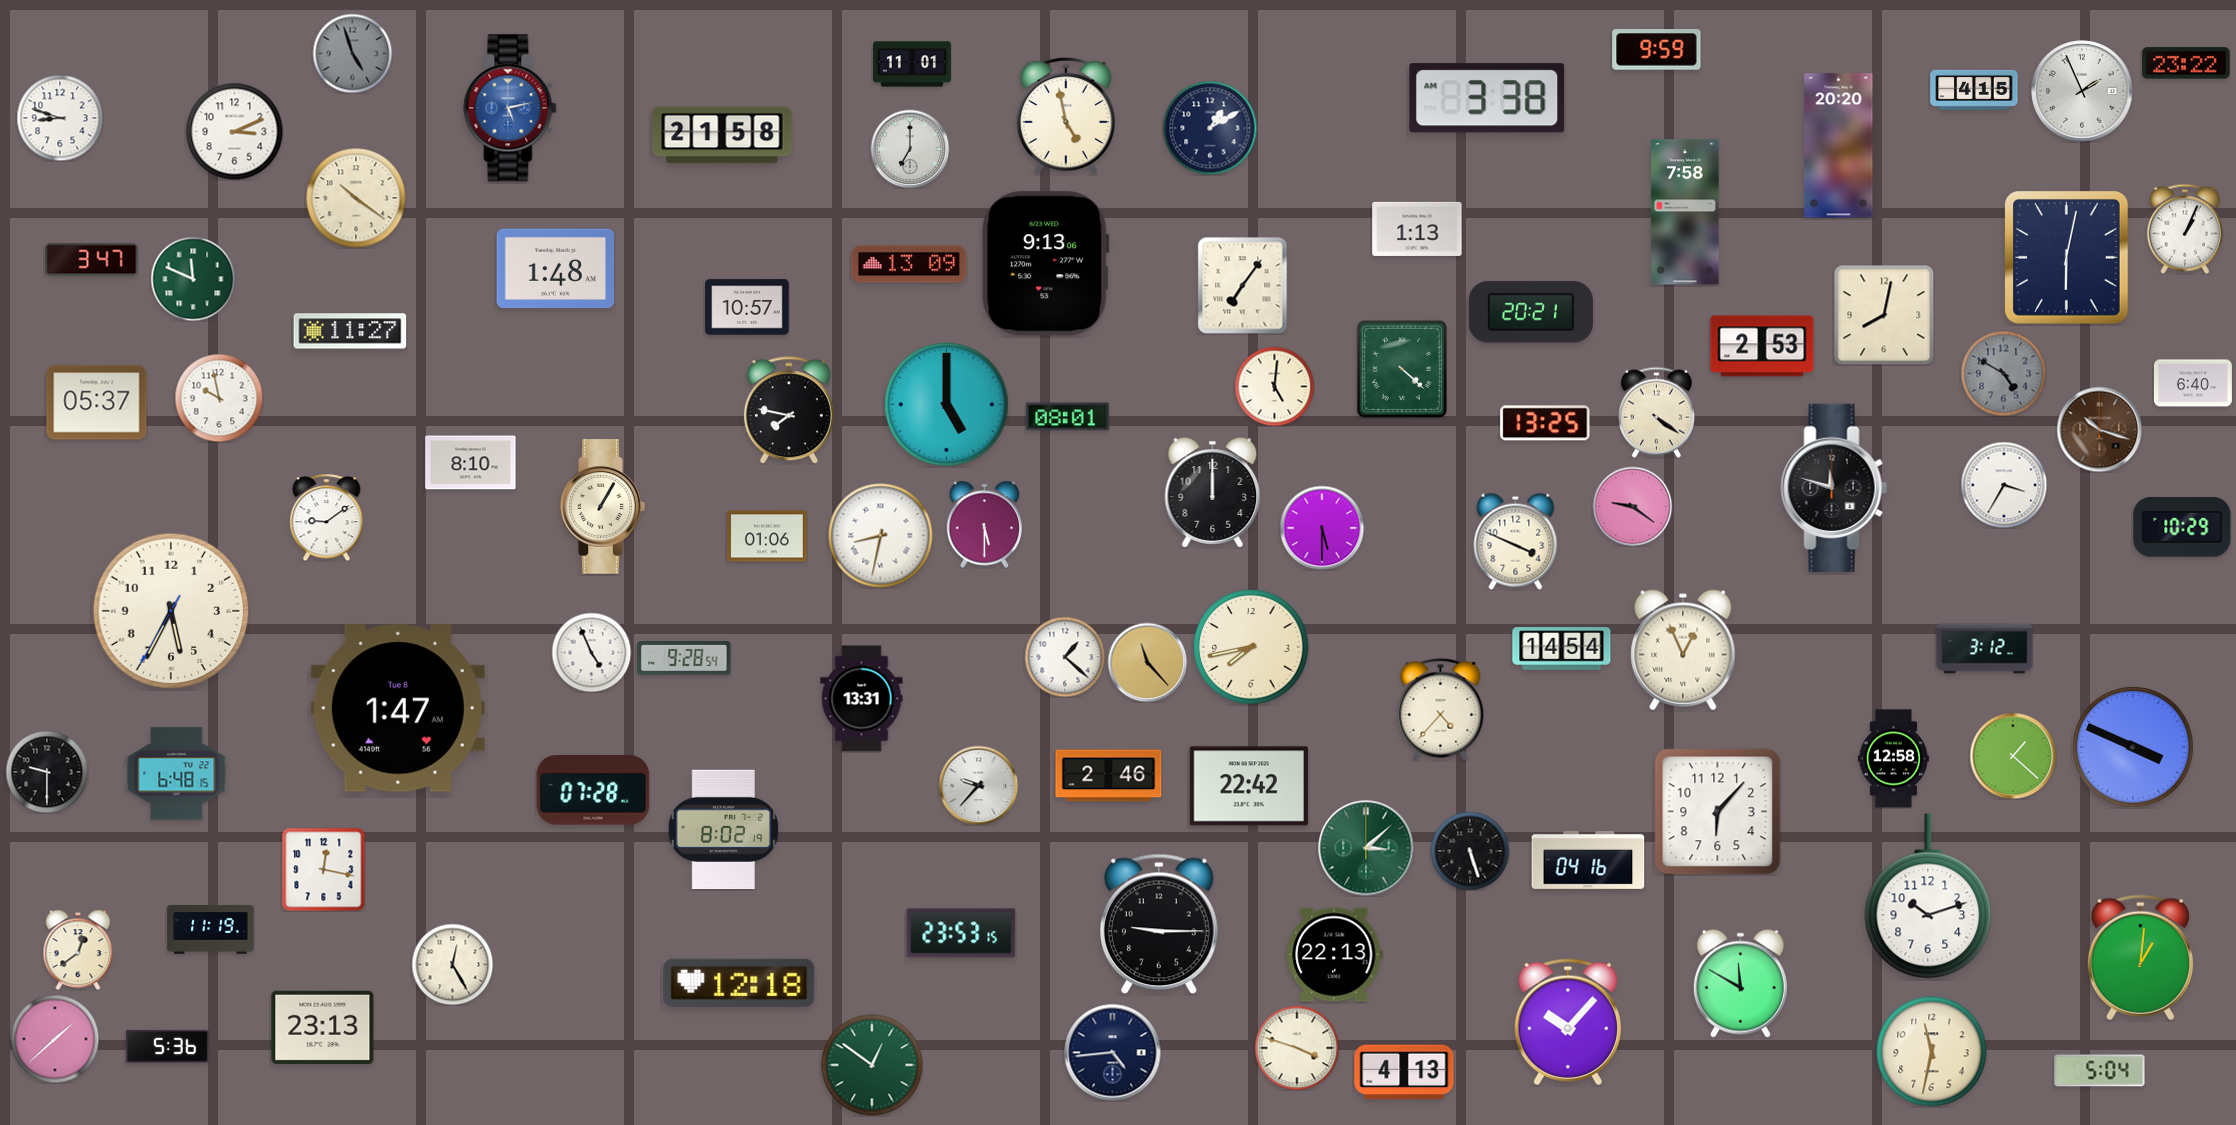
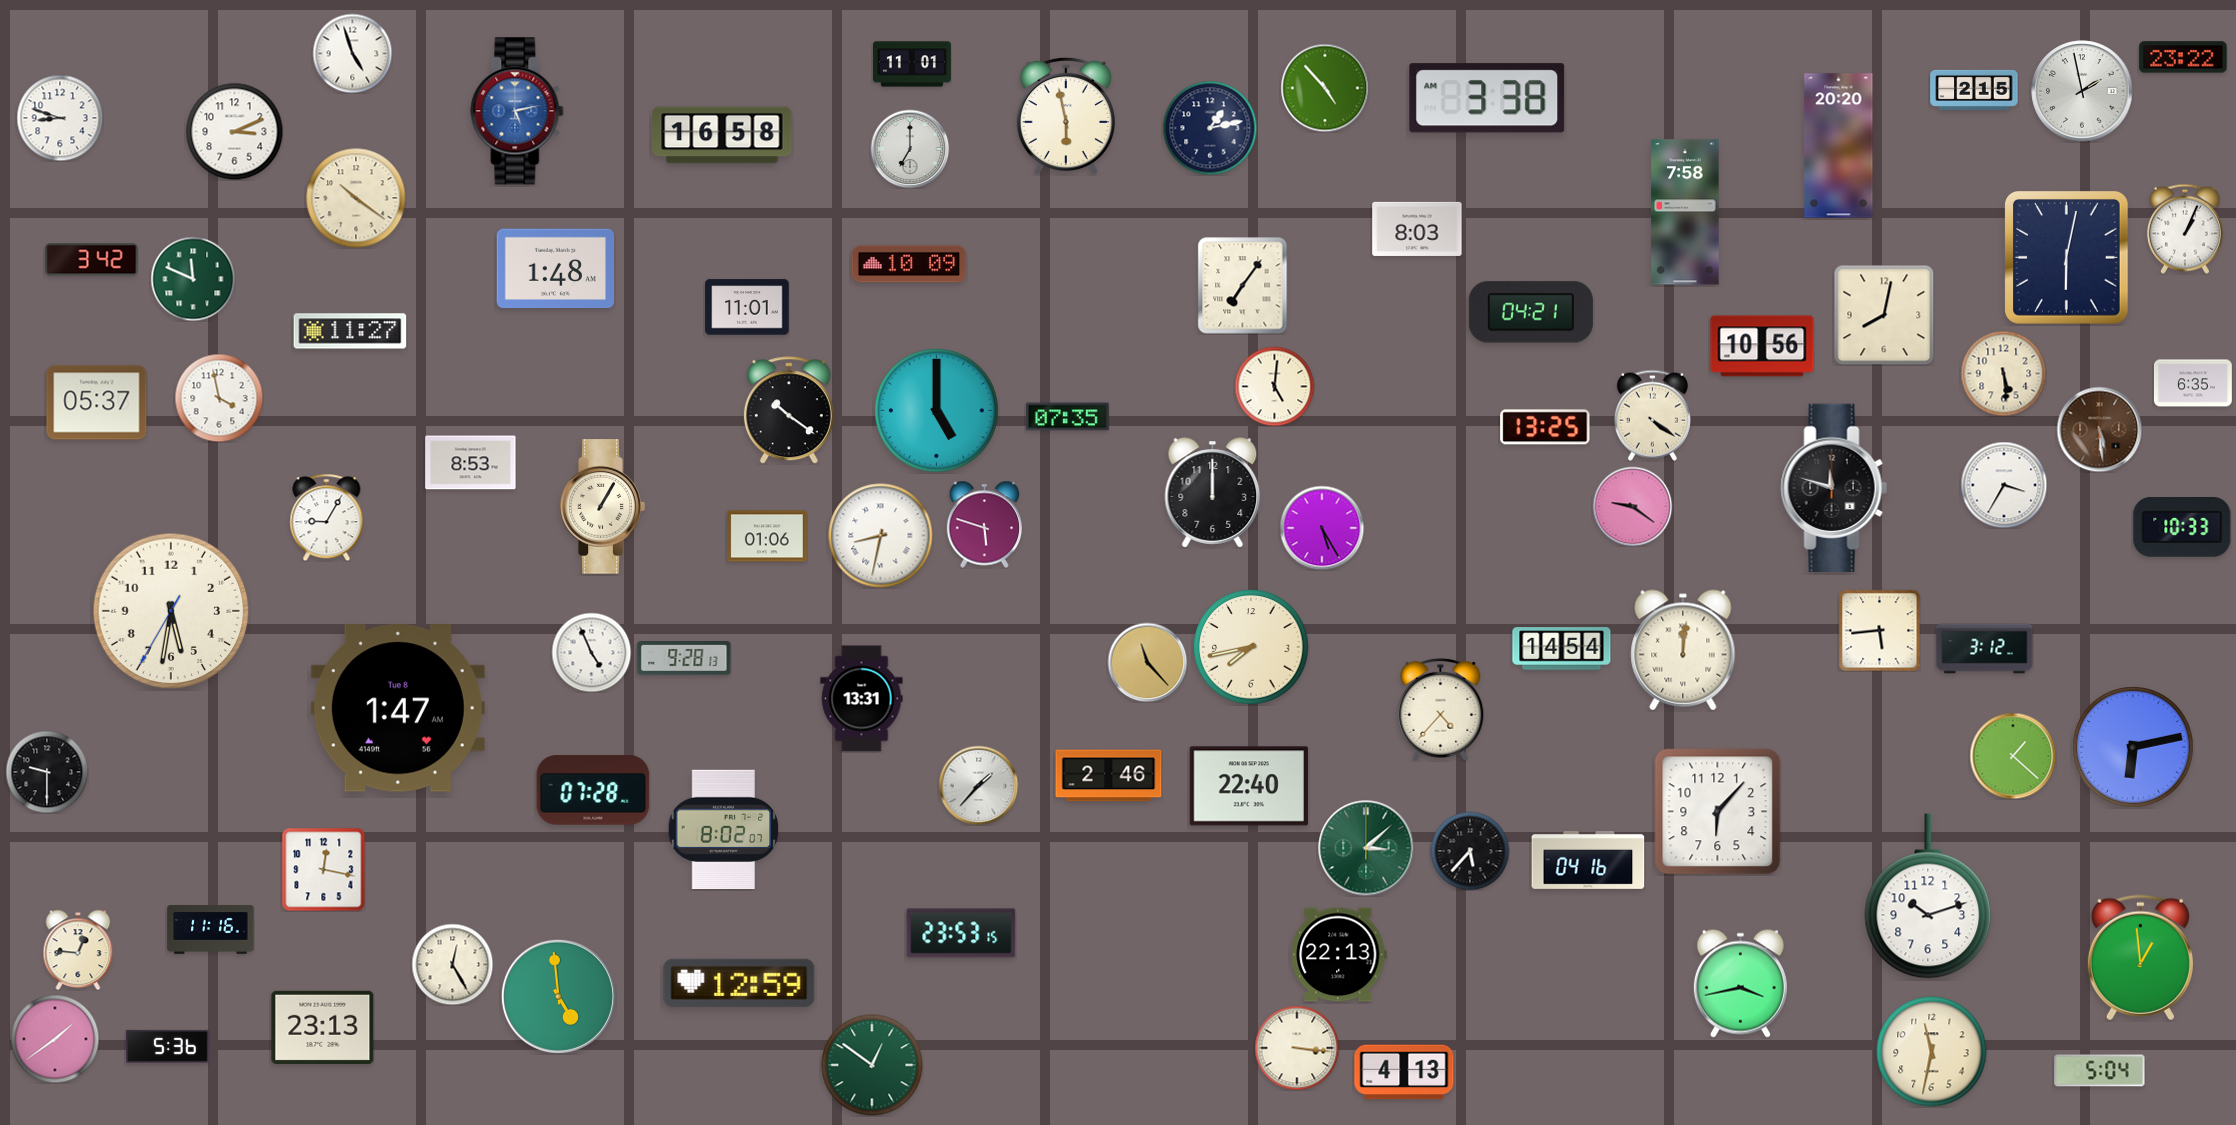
clock at (1657, 50): 9:59 -> none
clock at (352, 53) dial: grey -> white
clock at (2186, 63) position: (2186, 63) -> (2183, 57)
clock at (1325, 88): none -> 4:53
clock at (1974, 90): 4:15 -> 2:15
clock at (2082, 91): 1:56 -> 1:58
clock at (510, 108) position: (510, 108) -> (517, 111)
clock at (1066, 116): 4:58 -> 5:58
clock at (1210, 128): 1:10 -> 1:13
clock at (722, 135): 21:58 -> 16:58
clock at (1417, 229): 1:13 -> 8:03
clock at (92, 260): 3:47 -> 3:42
clock at (909, 264): 13:09 -> 10:09
clock at (1046, 264): 9:13 -> none
clock at (747, 307): 10:57 -> 11:01
clock at (1531, 312): 20:21 -> 04:21
clock at (1762, 346): 2:53 -> 10:56
clock at (1402, 369): 4:22 -> none
clock at (2003, 373): 4:50 -> 5:29
clock at (2003, 373) dial: grey -> cream
clock at (2193, 383): 6:40 -> 6:35
clock at (219, 398): 9:58 -> 3:58
clock at (947, 405) position: (947, 405) -> (937, 411)
clock at (789, 410): 7:47 -> 10:21
clock at (1656, 412) position: (1656, 412) -> (1652, 415)
clock at (1068, 417): 08:01 -> 07:35
clock at (1545, 423) position: (1545, 423) -> (1545, 427)
clock at (2099, 429): 10:18 -> 5:29
clock at (471, 463): 8:10 -> 8:53
clock at (327, 517): 9:09 -> 9:05
clock at (984, 524): 5:30 -> 5:48
clock at (1322, 528): 5:30 -> 5:25
clock at (2182, 528): 10:29 -> 10:33
clock at (1516, 541): 3:49 -> none
clock at (171, 611): 5:34 -> 5:31
clock at (1879, 630): none -> 5:44
clock at (1683, 650): 12:56 -> 12:01
clock at (1065, 657): 1:22 -> none
clock at (684, 659): 9:28:54 -> 9:28:13
clock at (2133, 747): 3:49 -> 6:13
clock at (1893, 759): 12:58 -> none
clock at (177, 774): 6:48 -> none
clock at (978, 785): 9:37 -> 1:37
clock at (1248, 786): 22:42 -> 22:40
clock at (724, 829): 8:02:19 -> 8:02:07
clock at (1470, 851): 5:27 -> 5:37
clock at (1159, 924): 9:15 -> none
clock at (211, 930): 11:19 -> 11:16
clock at (78, 950): 12:39 -> 12:46
clock at (1335, 955) position: (1335, 955) -> (1339, 955)
clock at (2140, 958): 1:01 -> 12:59
clock at (739, 983): 12:18 -> 12:59
clock at (1740, 983): 11:50 -> 3:43
clock at (558, 996): none -> 4:59
clock at (1567, 1022): 10:07 -> none
clock at (55, 1039): 1:38 -> 1:39
clock at (1297, 1048): 3:48 -> 3:16
clock at (1113, 1053): 4:44 -> none
